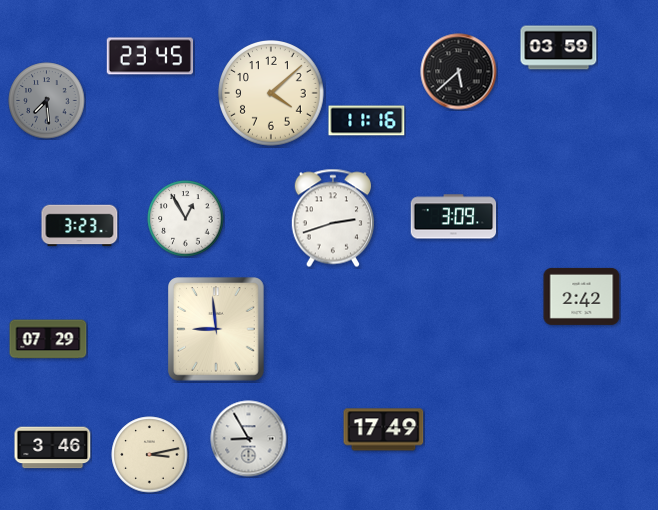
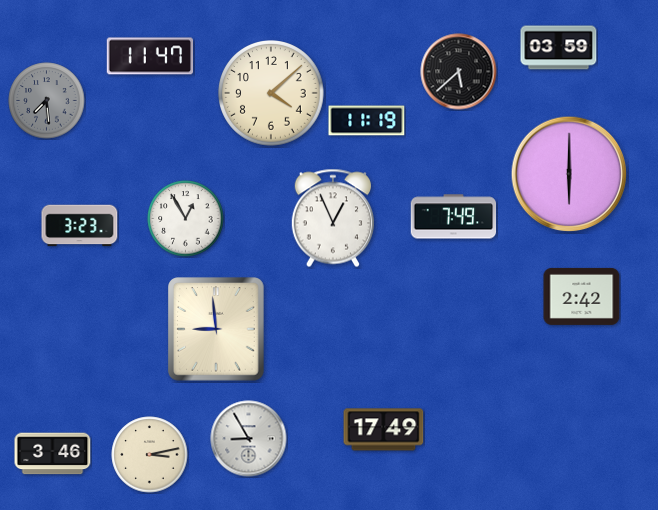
clock at (150, 56): 23:45 -> 11:47
clock at (367, 121): 11:16 -> 11:19
clock at (569, 174): none -> 6:00
clock at (454, 217): 3:09 -> 7:49
clock at (332, 218): 2:42 -> 12:56
clock at (48, 339): 07:29 -> none
clock at (53, 448) position: (53, 448) -> (53, 454)
